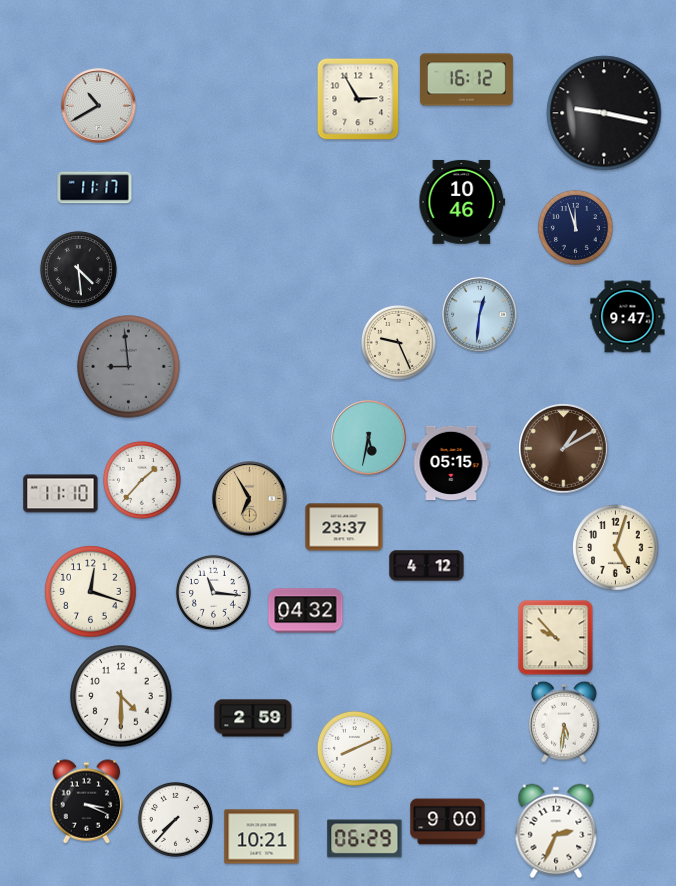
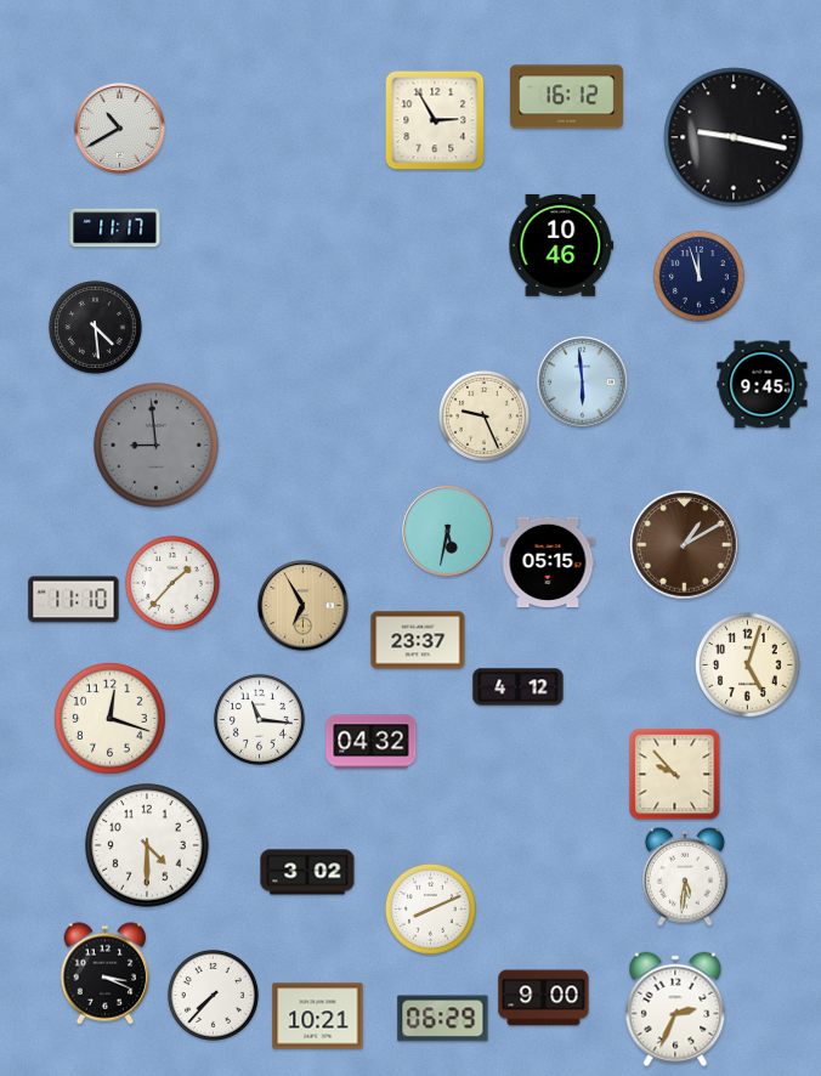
clock at (480, 315): 12:31 -> 5:59
clock at (628, 317): 9:47 -> 9:45
clock at (253, 718): 2:59 -> 3:02
